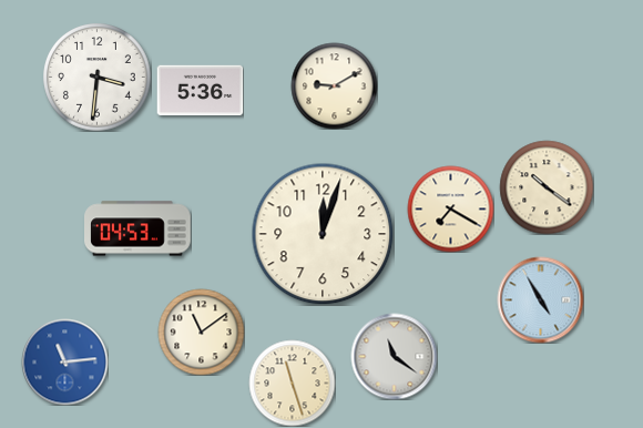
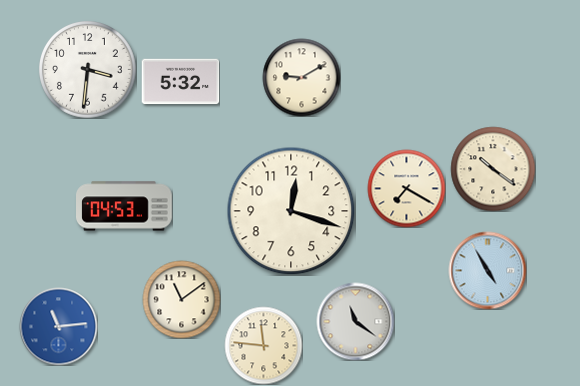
clock at (200, 91): 5:36 -> 5:32
clock at (323, 234): 12:03 -> 12:18
clock at (292, 383): 11:27 -> 11:46
